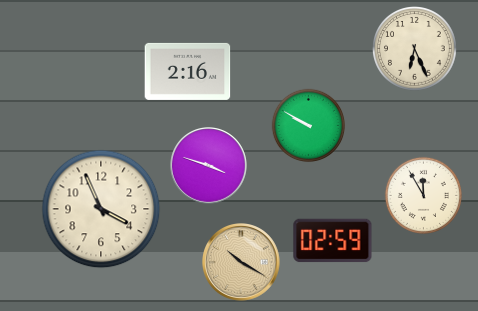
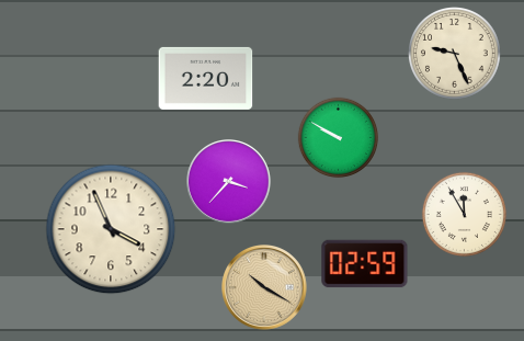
clock at (415, 49): 6:26 -> 9:26
clock at (188, 71): 2:16 -> 2:20
clock at (209, 166): 3:48 -> 3:37
